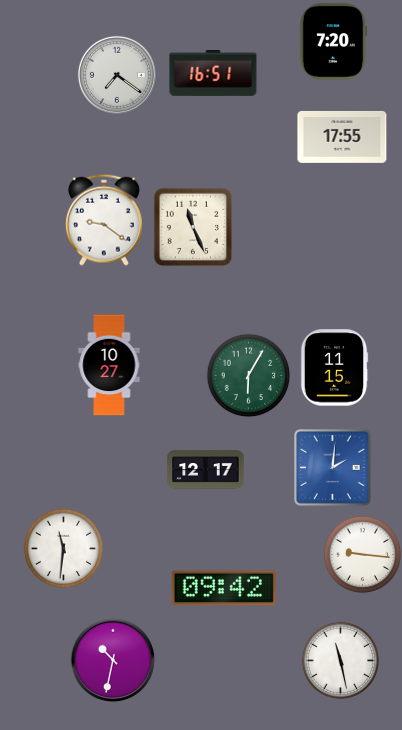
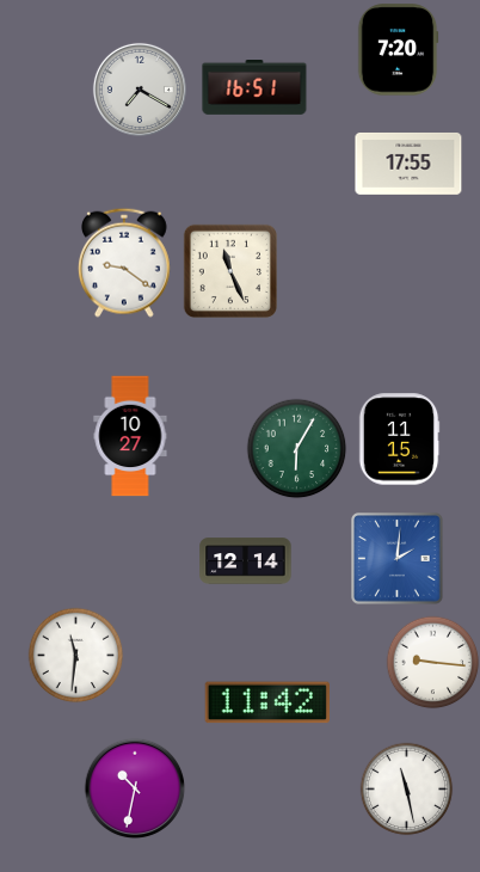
clock at (117, 75): 7:21 -> 7:20
clock at (206, 470): 12:17 -> 12:14
clock at (223, 588): 09:42 -> 11:42
